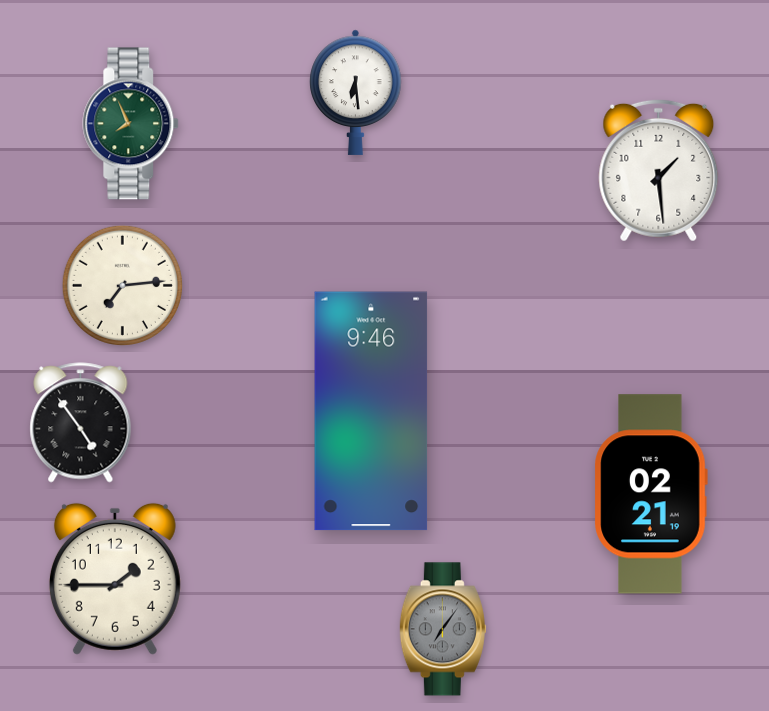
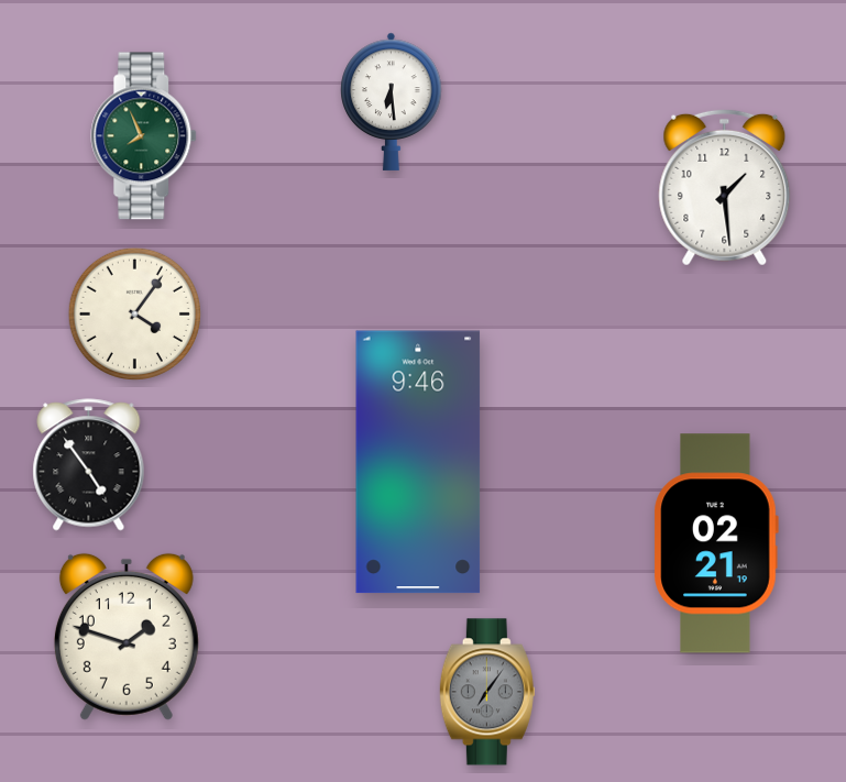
clock at (122, 285): 7:14 -> 4:06
clock at (371, 411) position: (371, 411) -> (418, 462)
clock at (115, 579): 1:45 -> 1:48
